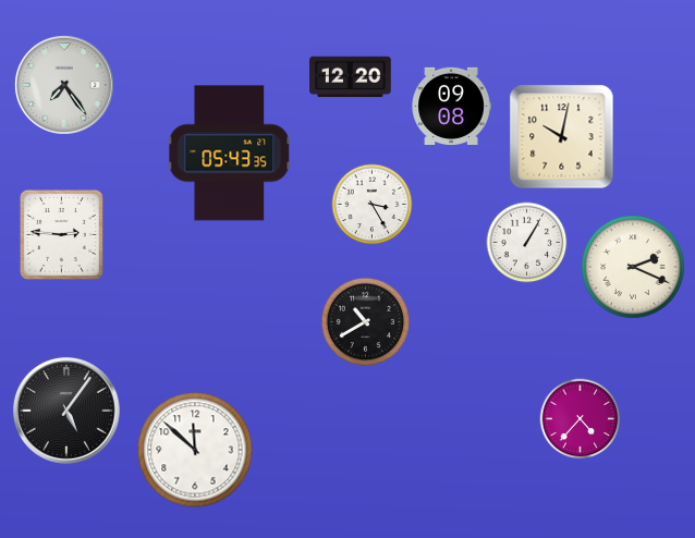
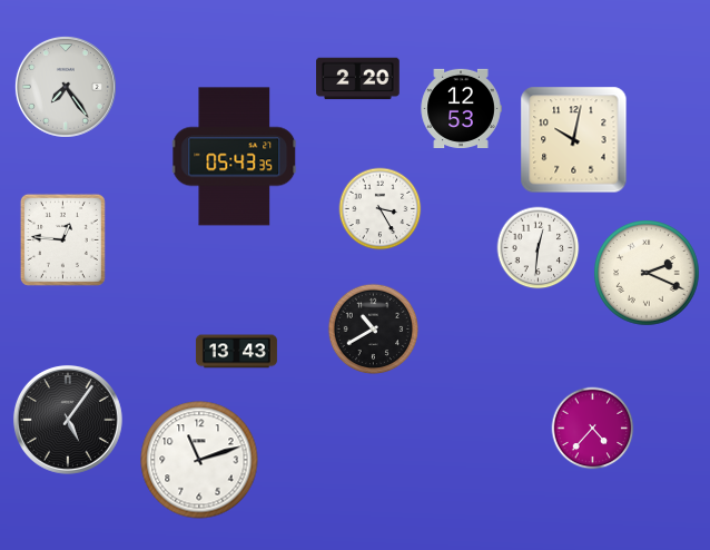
clock at (351, 77): 12:20 -> 2:20
clock at (451, 106): 09:08 -> 12:53
clock at (61, 234): 2:46 -> 12:46
clock at (527, 243): 1:05 -> 12:31
clock at (236, 352): none -> 13:43
clock at (195, 450): 11:52 -> 11:12
